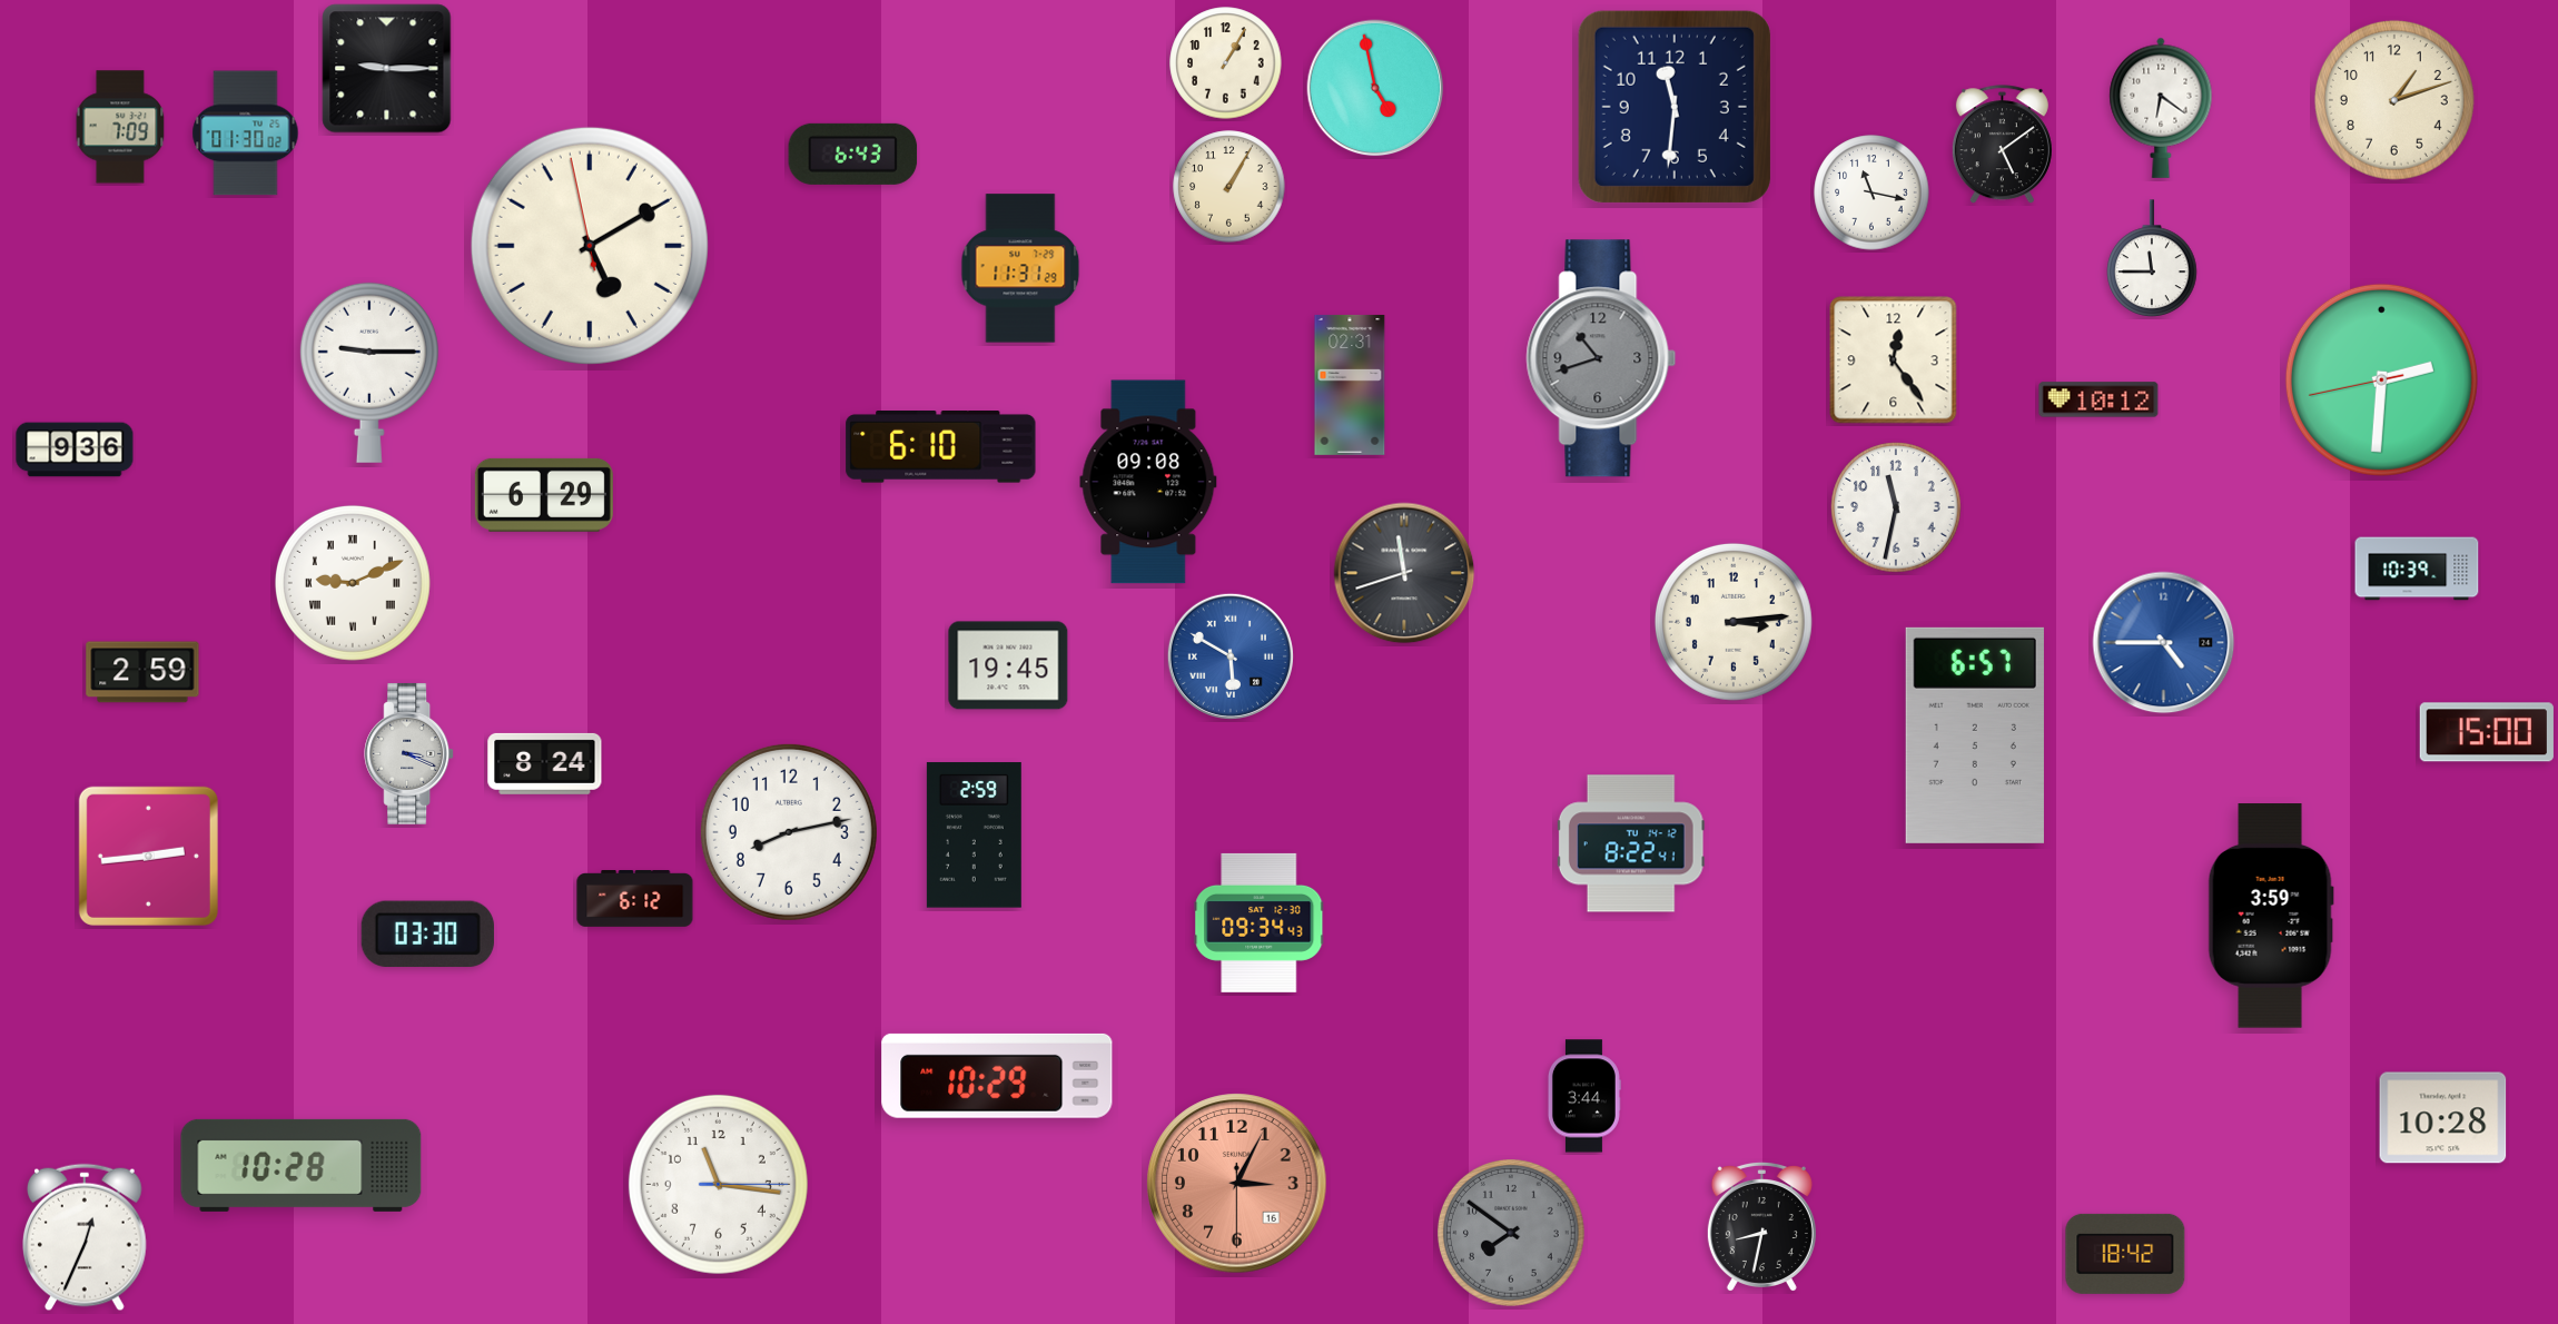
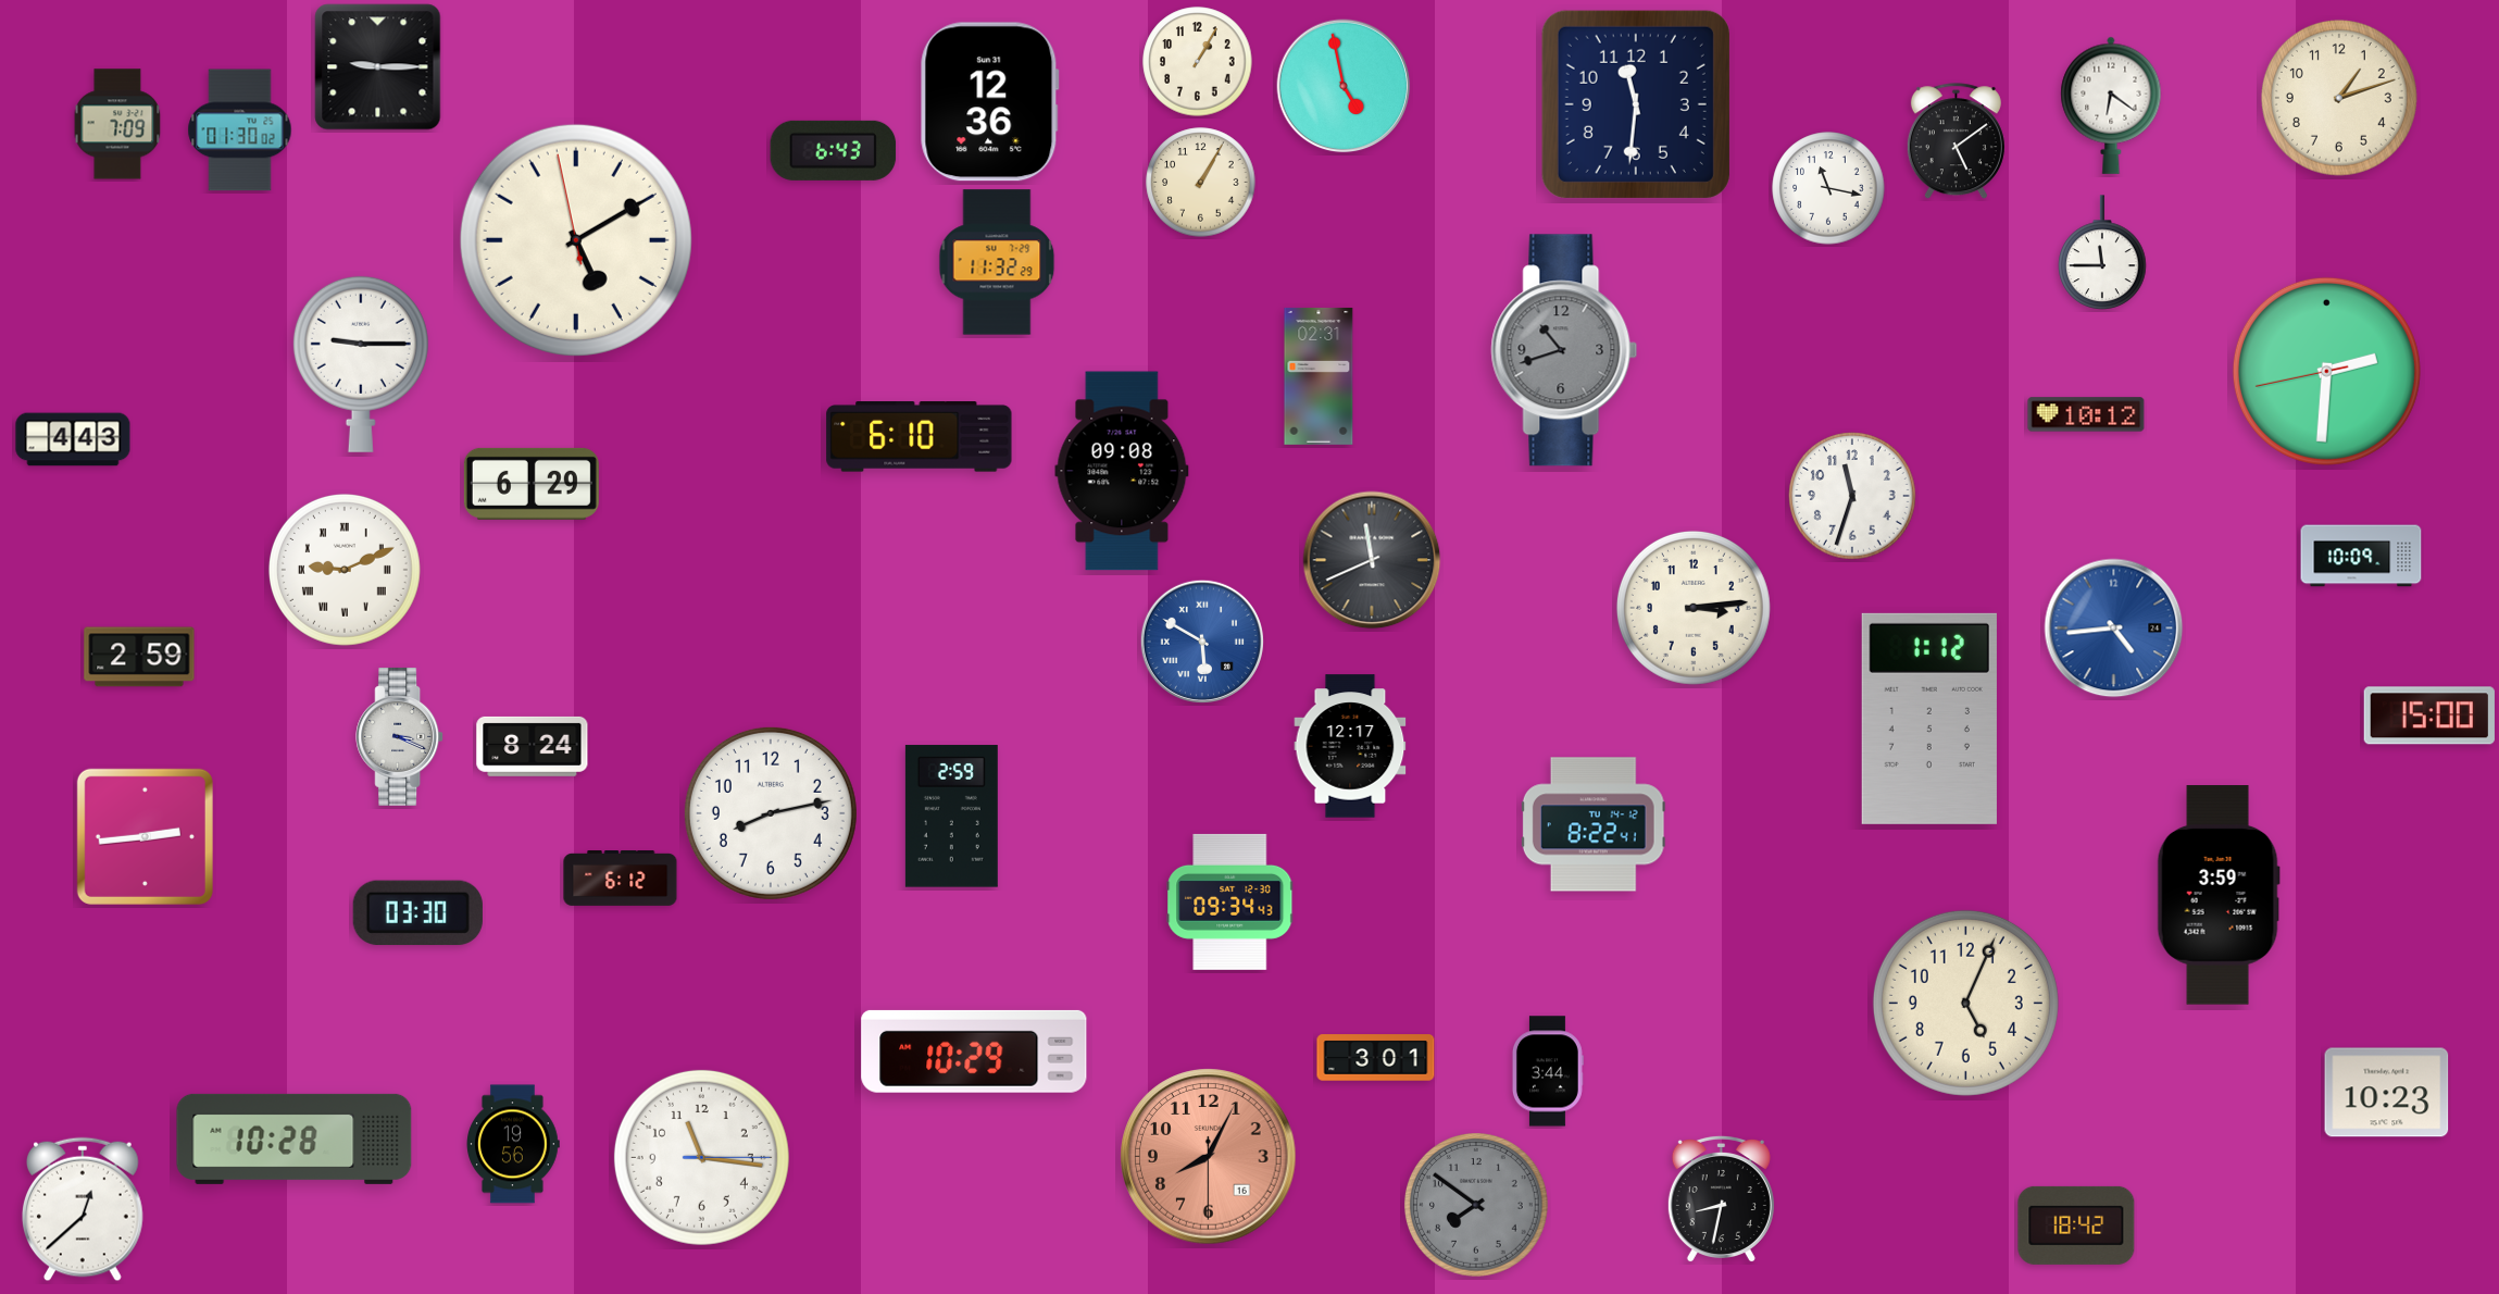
clock at (989, 102): none -> 12:36
clock at (1020, 268): 11:31 -> 11:32
clock at (1894, 360): 12:24 -> none
clock at (2098, 399) position: (2098, 399) -> (2086, 414)
clock at (75, 449): 9:36 -> 4:43
clock at (1896, 507): 11:32 -> 11:33
clock at (2417, 569): 10:39 -> 10:09
clock at (1404, 573): 11:42 -> 11:41
clock at (2164, 643): 4:45 -> 4:44
clock at (1008, 665): 19:45 -> none
clock at (1975, 735): 6:57 -> 1:12
clock at (1350, 746): none -> 12:17
clock at (1965, 1003): none -> 5:04
clock at (1376, 1058): none -> 3:01
clock at (2443, 1118): 10:28 -> 10:23
clock at (514, 1144): none -> 19:56
clock at (1237, 1184): 3:04 -> 8:04
clock at (86, 1237): 12:34 -> 12:38
